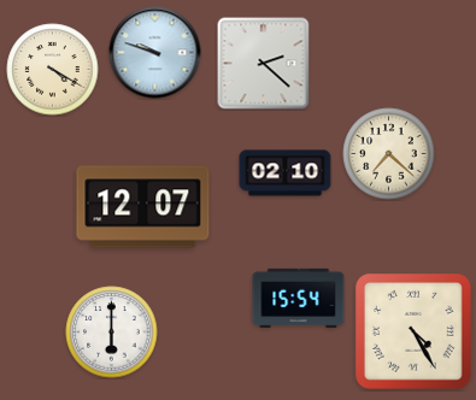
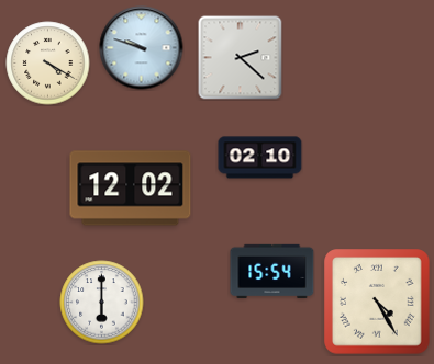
clock at (389, 154): 7:22 -> none
clock at (143, 207): 12:07 -> 12:02
